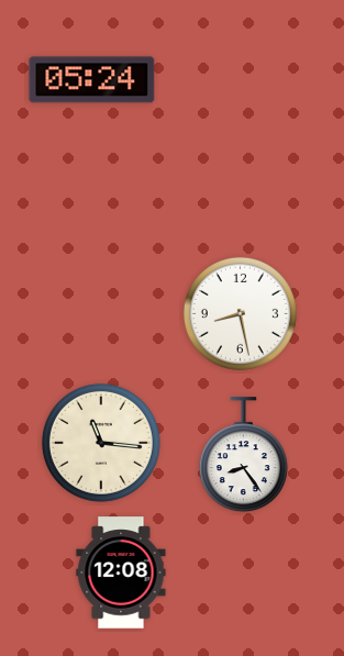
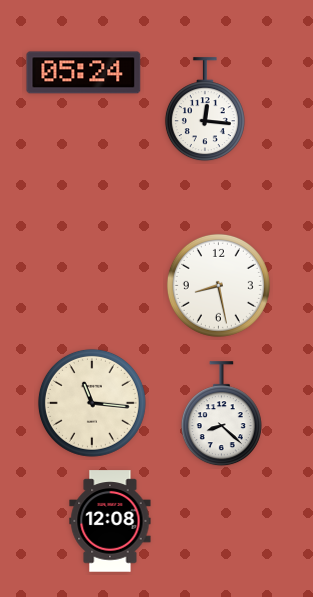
clock at (205, 110): none -> 12:16
clock at (243, 455): 8:24 -> 8:22
